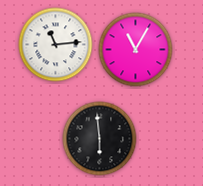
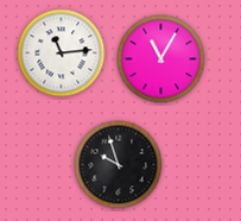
clock at (56, 45) position: (56, 45) -> (62, 53)
clock at (100, 139): 5:59 -> 9:57
